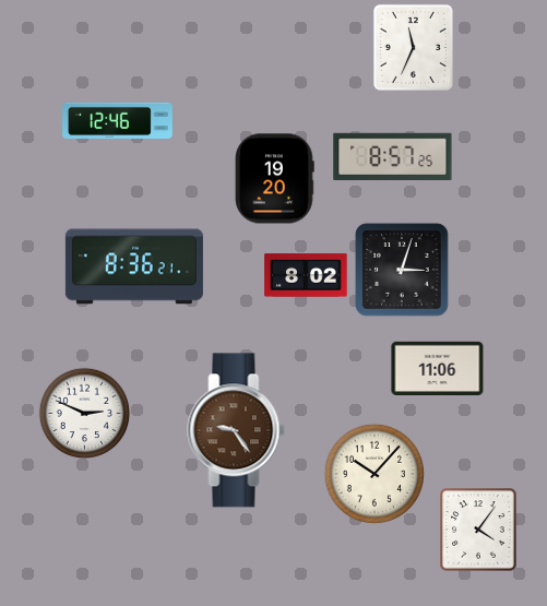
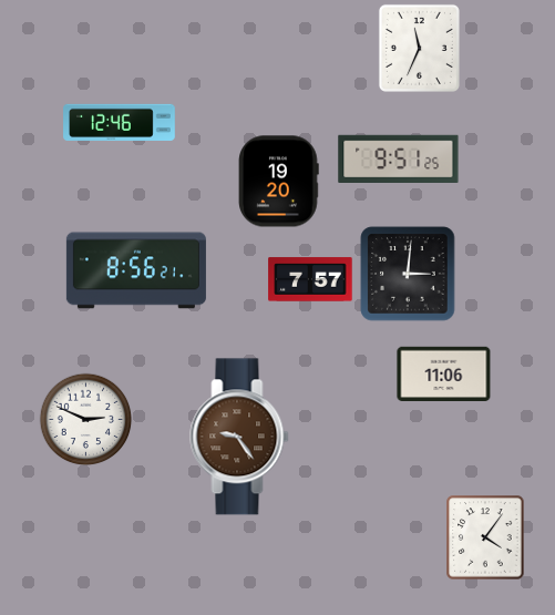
clock at (393, 156): 8:57 -> 9:51
clock at (134, 266): 8:36 -> 8:56
clock at (402, 270): 3:03 -> 3:01
clock at (306, 275): 8:02 -> 7:57
clock at (373, 473): 10:07 -> none
